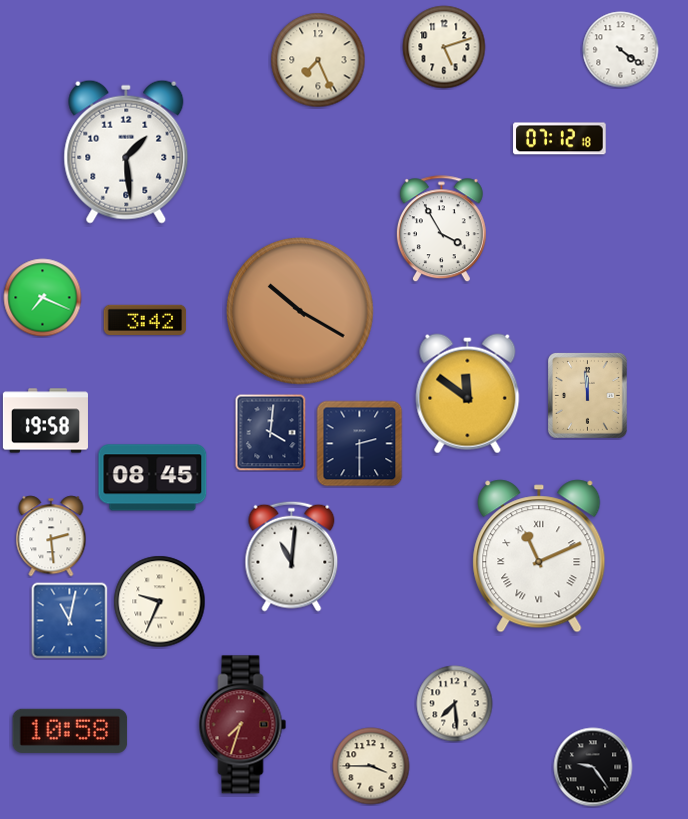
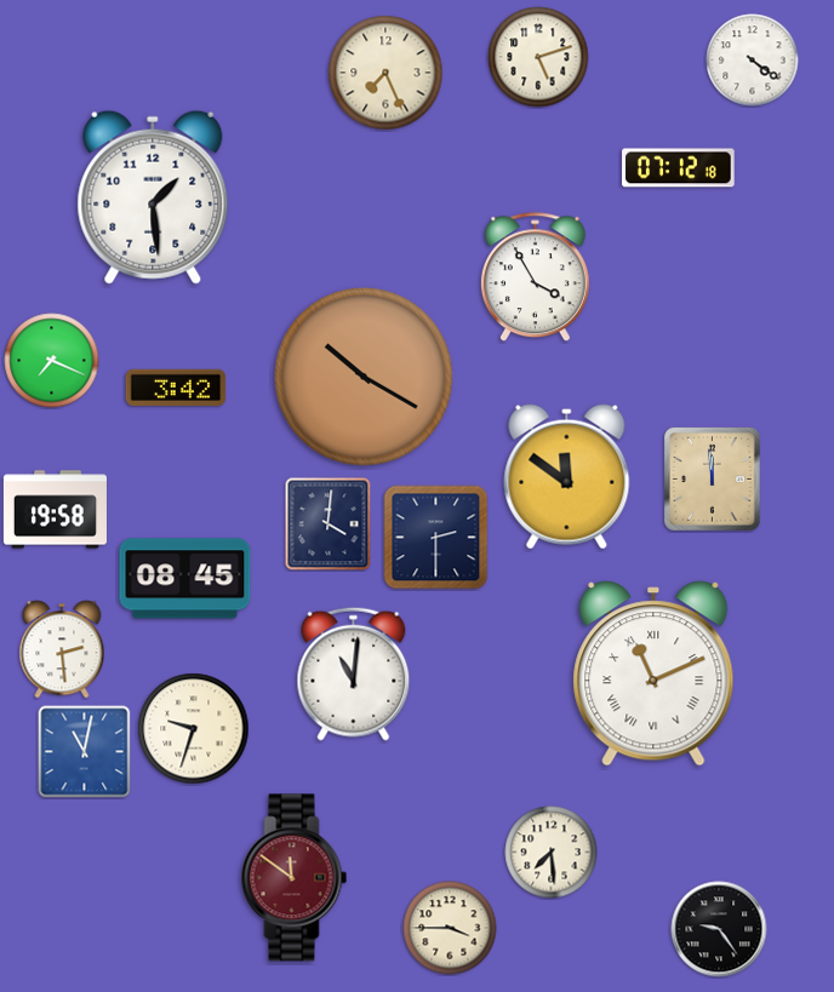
clock at (126, 152) position: (126, 152) -> (153, 197)
clock at (160, 602): 9:34 -> 9:33
clock at (243, 725): 7:33 -> 11:51
clock at (70, 731): 10:58 -> none
